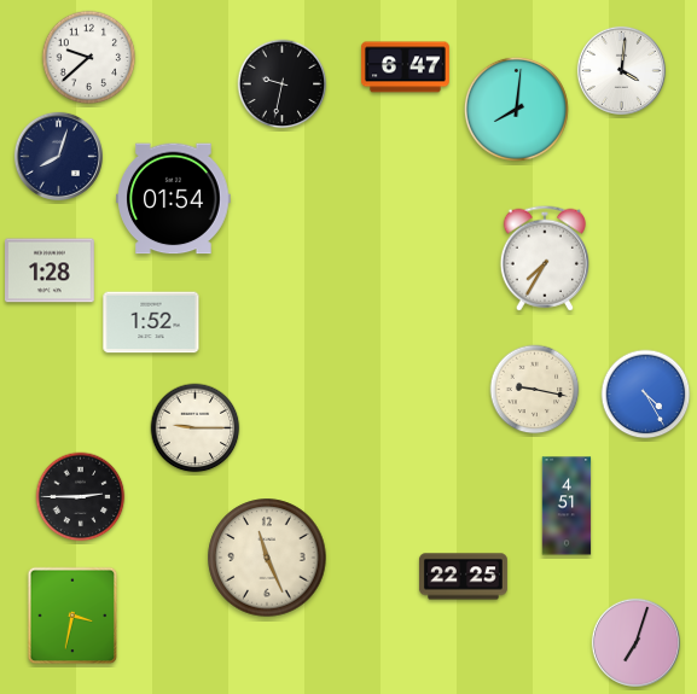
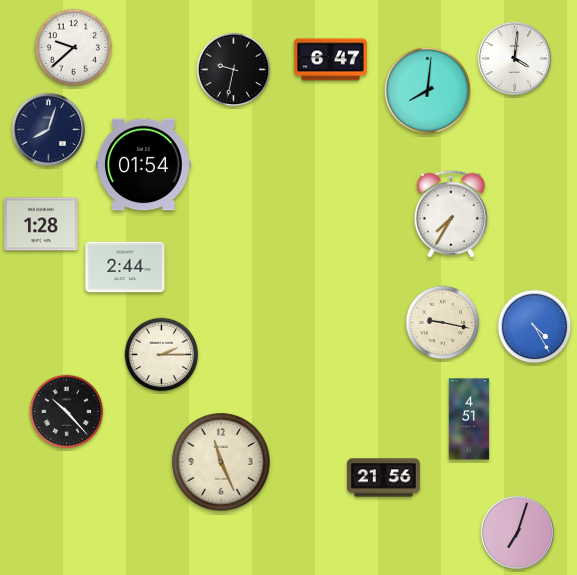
clock at (405, 68) position: (405, 68) -> (330, 60)
clock at (151, 322): 1:52 -> 2:44
clock at (196, 428): 9:15 -> 2:15
clock at (81, 497): 2:45 -> 10:23
clock at (463, 577): 22:25 -> 21:56
clock at (72, 616): 3:32 -> none
clock at (635, 642) position: (635, 642) -> (517, 532)
